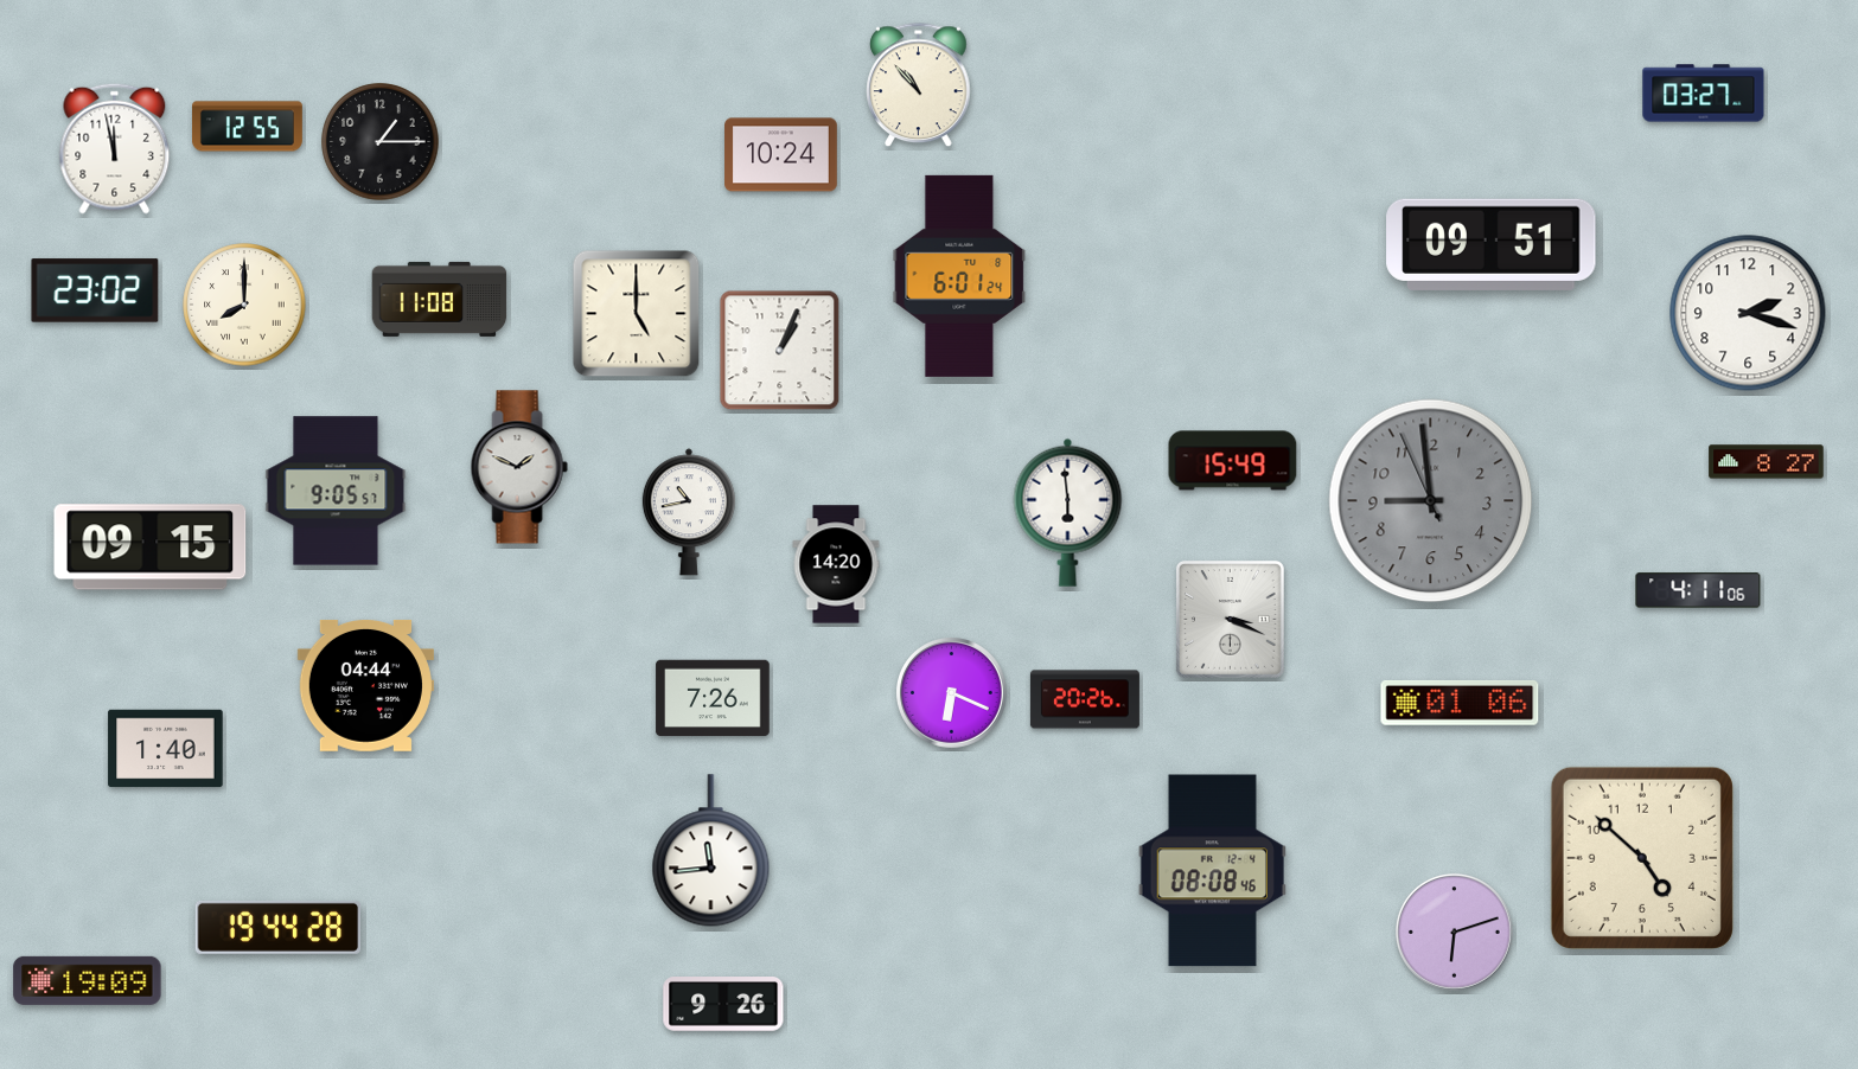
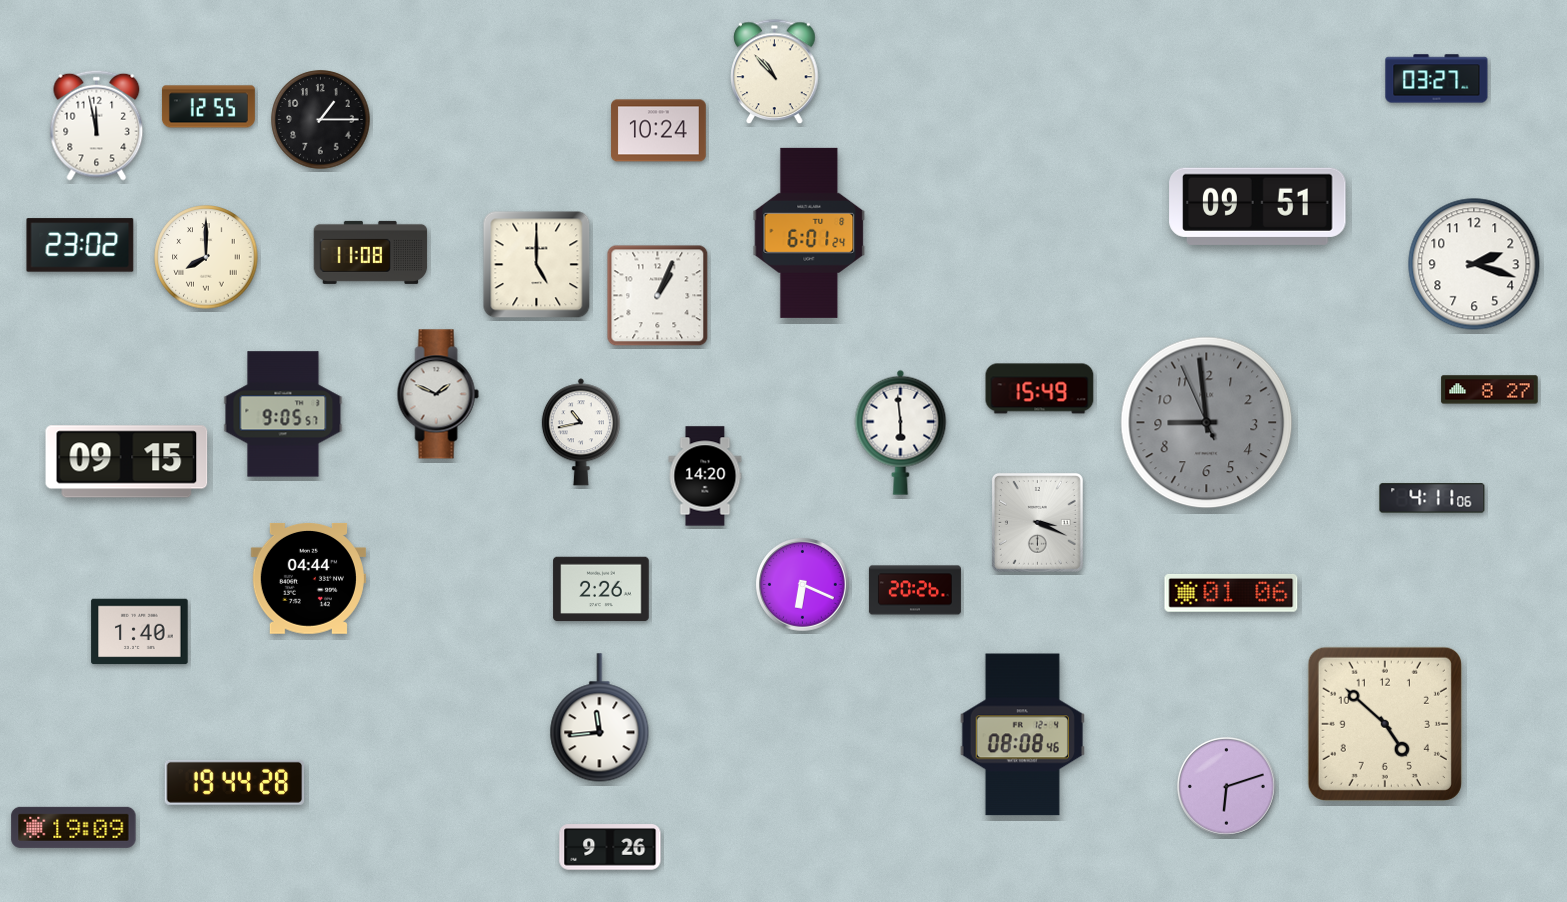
clock at (713, 698): 7:26 -> 2:26
